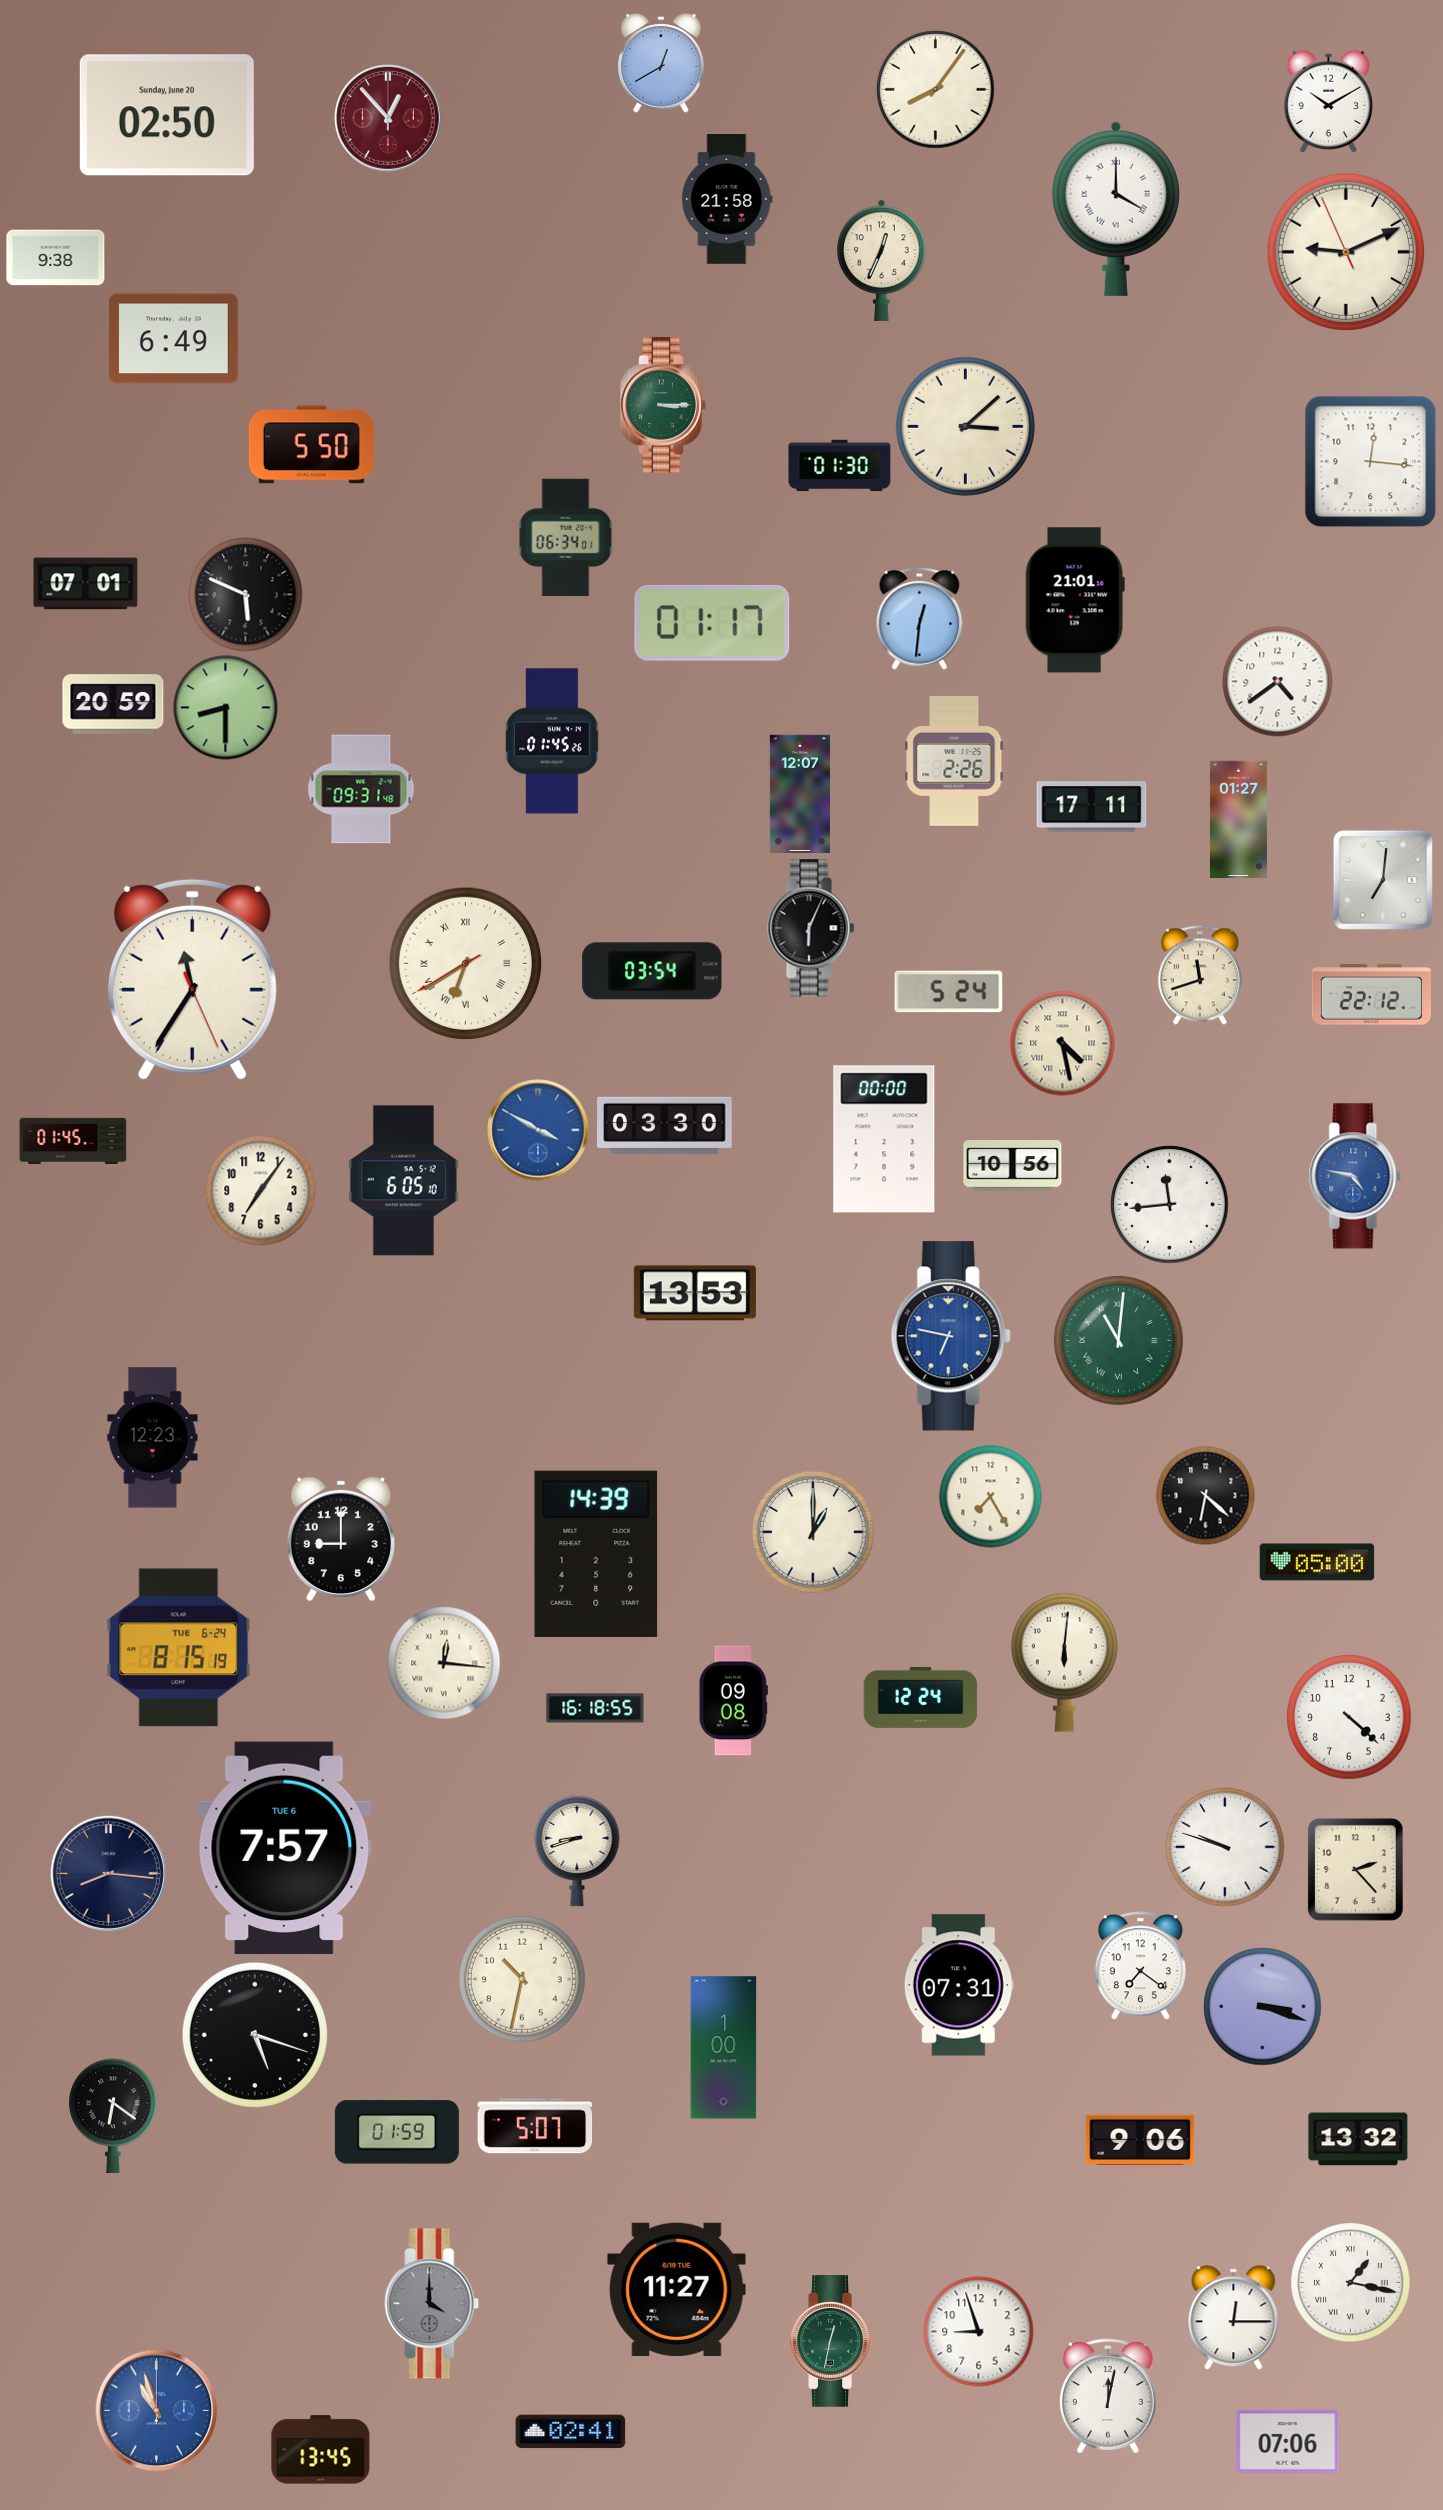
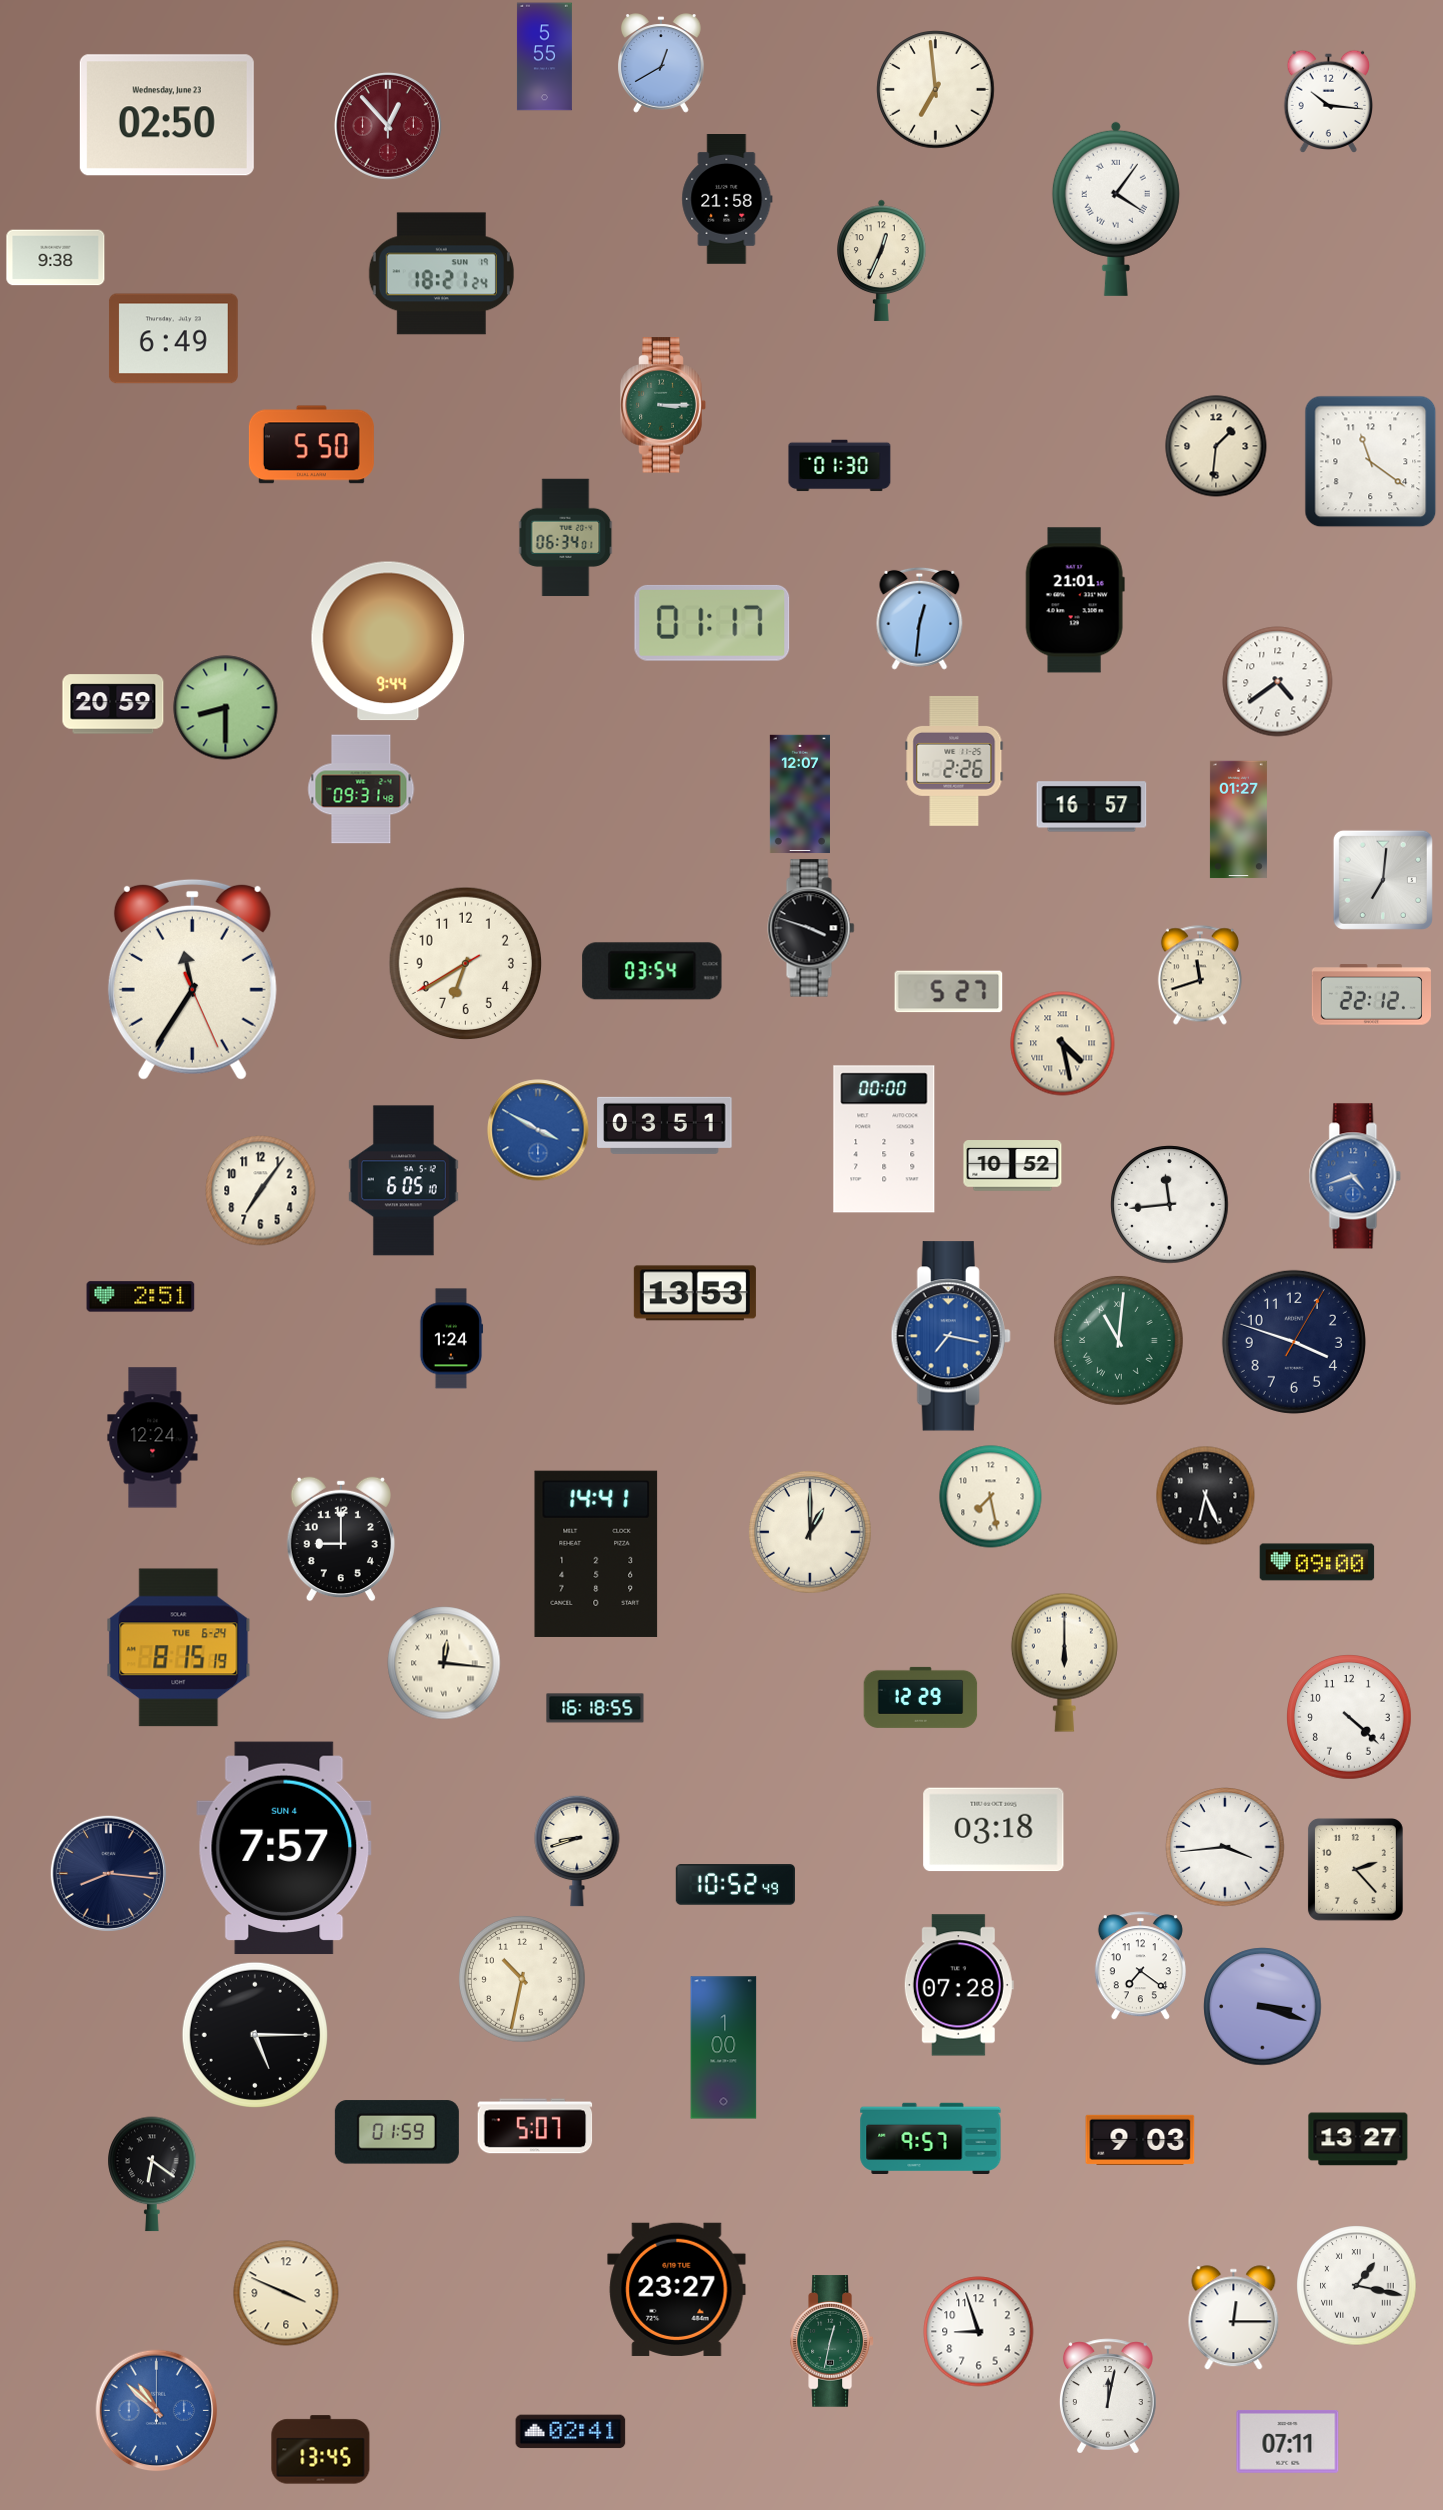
clock at (544, 57): none -> 5:55
clock at (936, 90): 8:06 -> 6:59
clock at (1329, 101): 10:10 -> 10:16
clock at (167, 115) date: Sunday, June 20 -> Wednesday, June 23
clock at (389, 119) position: (389, 119) -> (389, 127)
clock at (1116, 209): 4:00 -> 4:06
clock at (1346, 252): 9:10 -> none
clock at (441, 274): none -> 18:21
clock at (965, 426): 3:08 -> none
clock at (1216, 446): none -> 1:31
clock at (1371, 462): 12:16 -> 11:21
clock at (86, 584): 07:01 -> none
clock at (246, 595): 5:49 -> none
clock at (388, 641): none -> 9:44
clock at (552, 741): 01:45 -> none
clock at (1092, 807): 17:11 -> 16:57
clock at (811, 928): 6:04 -> 3:48
clock at (465, 963) numerals: Roman -> Arabic
clock at (949, 992): 5:24 -> 5:27
clock at (665, 1125): 03:30 -> 03:51
clock at (73, 1141): 01:45 -> none
clock at (1013, 1166): 10:56 -> 10:52
clock at (1355, 1176): 4:47 -> 4:42
clock at (141, 1297): none -> 2:51
clock at (951, 1336): 6:47 -> 7:17
clock at (451, 1339): none -> 1:24
clock at (1294, 1342): none -> 3:48
clock at (153, 1438): 12:23 -> 12:24
clock at (1206, 1496): 6:22 -> 6:26
clock at (991, 1497): 7:25 -> 7:28
clock at (813, 1532) position: (813, 1532) -> (810, 1532)
clock at (596, 1554): 14:39 -> 14:41
clock at (1317, 1562): 05:00 -> 09:00
clock at (1064, 1662): 6:01 -> 6:00
clock at (921, 1697): 12:24 -> 12:29
clock at (733, 1701): 09:08 -> none
clock at (994, 1830): none -> 03:18
clock at (1225, 1847): 9:48 -> 3:44
clock at (284, 1848) date: TUE 6 -> SUN 4
clock at (735, 1885): none -> 10:52
clock at (959, 1985): 07:31 -> 07:28
clock at (255, 2035): 5:18 -> 5:15
clock at (113, 2116) position: (113, 2116) -> (152, 2174)
clock at (931, 2139): none -> 9:57
clock at (1358, 2139): 13:32 -> 13:27
clock at (1140, 2140): 9:06 -> 9:03
clock at (1351, 2283) position: (1351, 2283) -> (1357, 2286)
clock at (677, 2289): 11:27 -> 23:27
clock at (286, 2293): none -> 3:49
clock at (432, 2304): 4:00 -> none
clock at (157, 2411): 10:57 -> 10:52
clock at (1288, 2442): 07:06 -> 07:11
